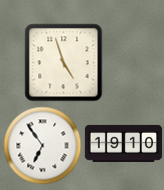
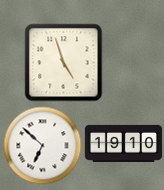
clock at (42, 145): 6:54 -> 6:52
